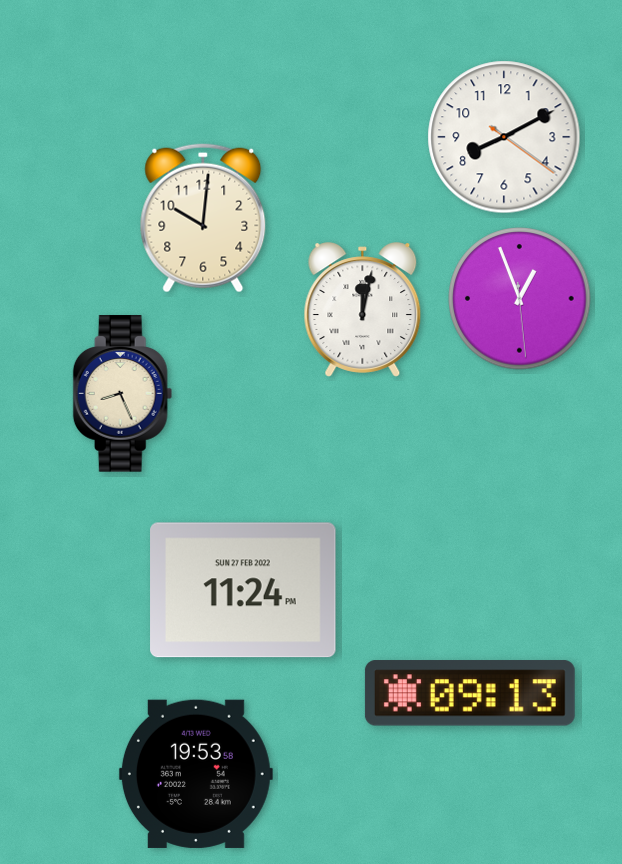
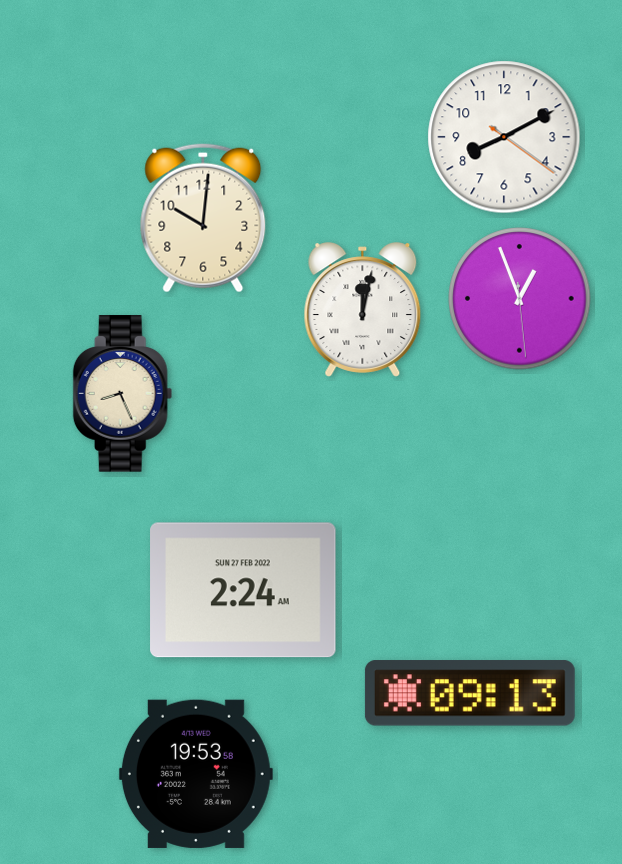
clock at (243, 590): 11:24 -> 2:24
